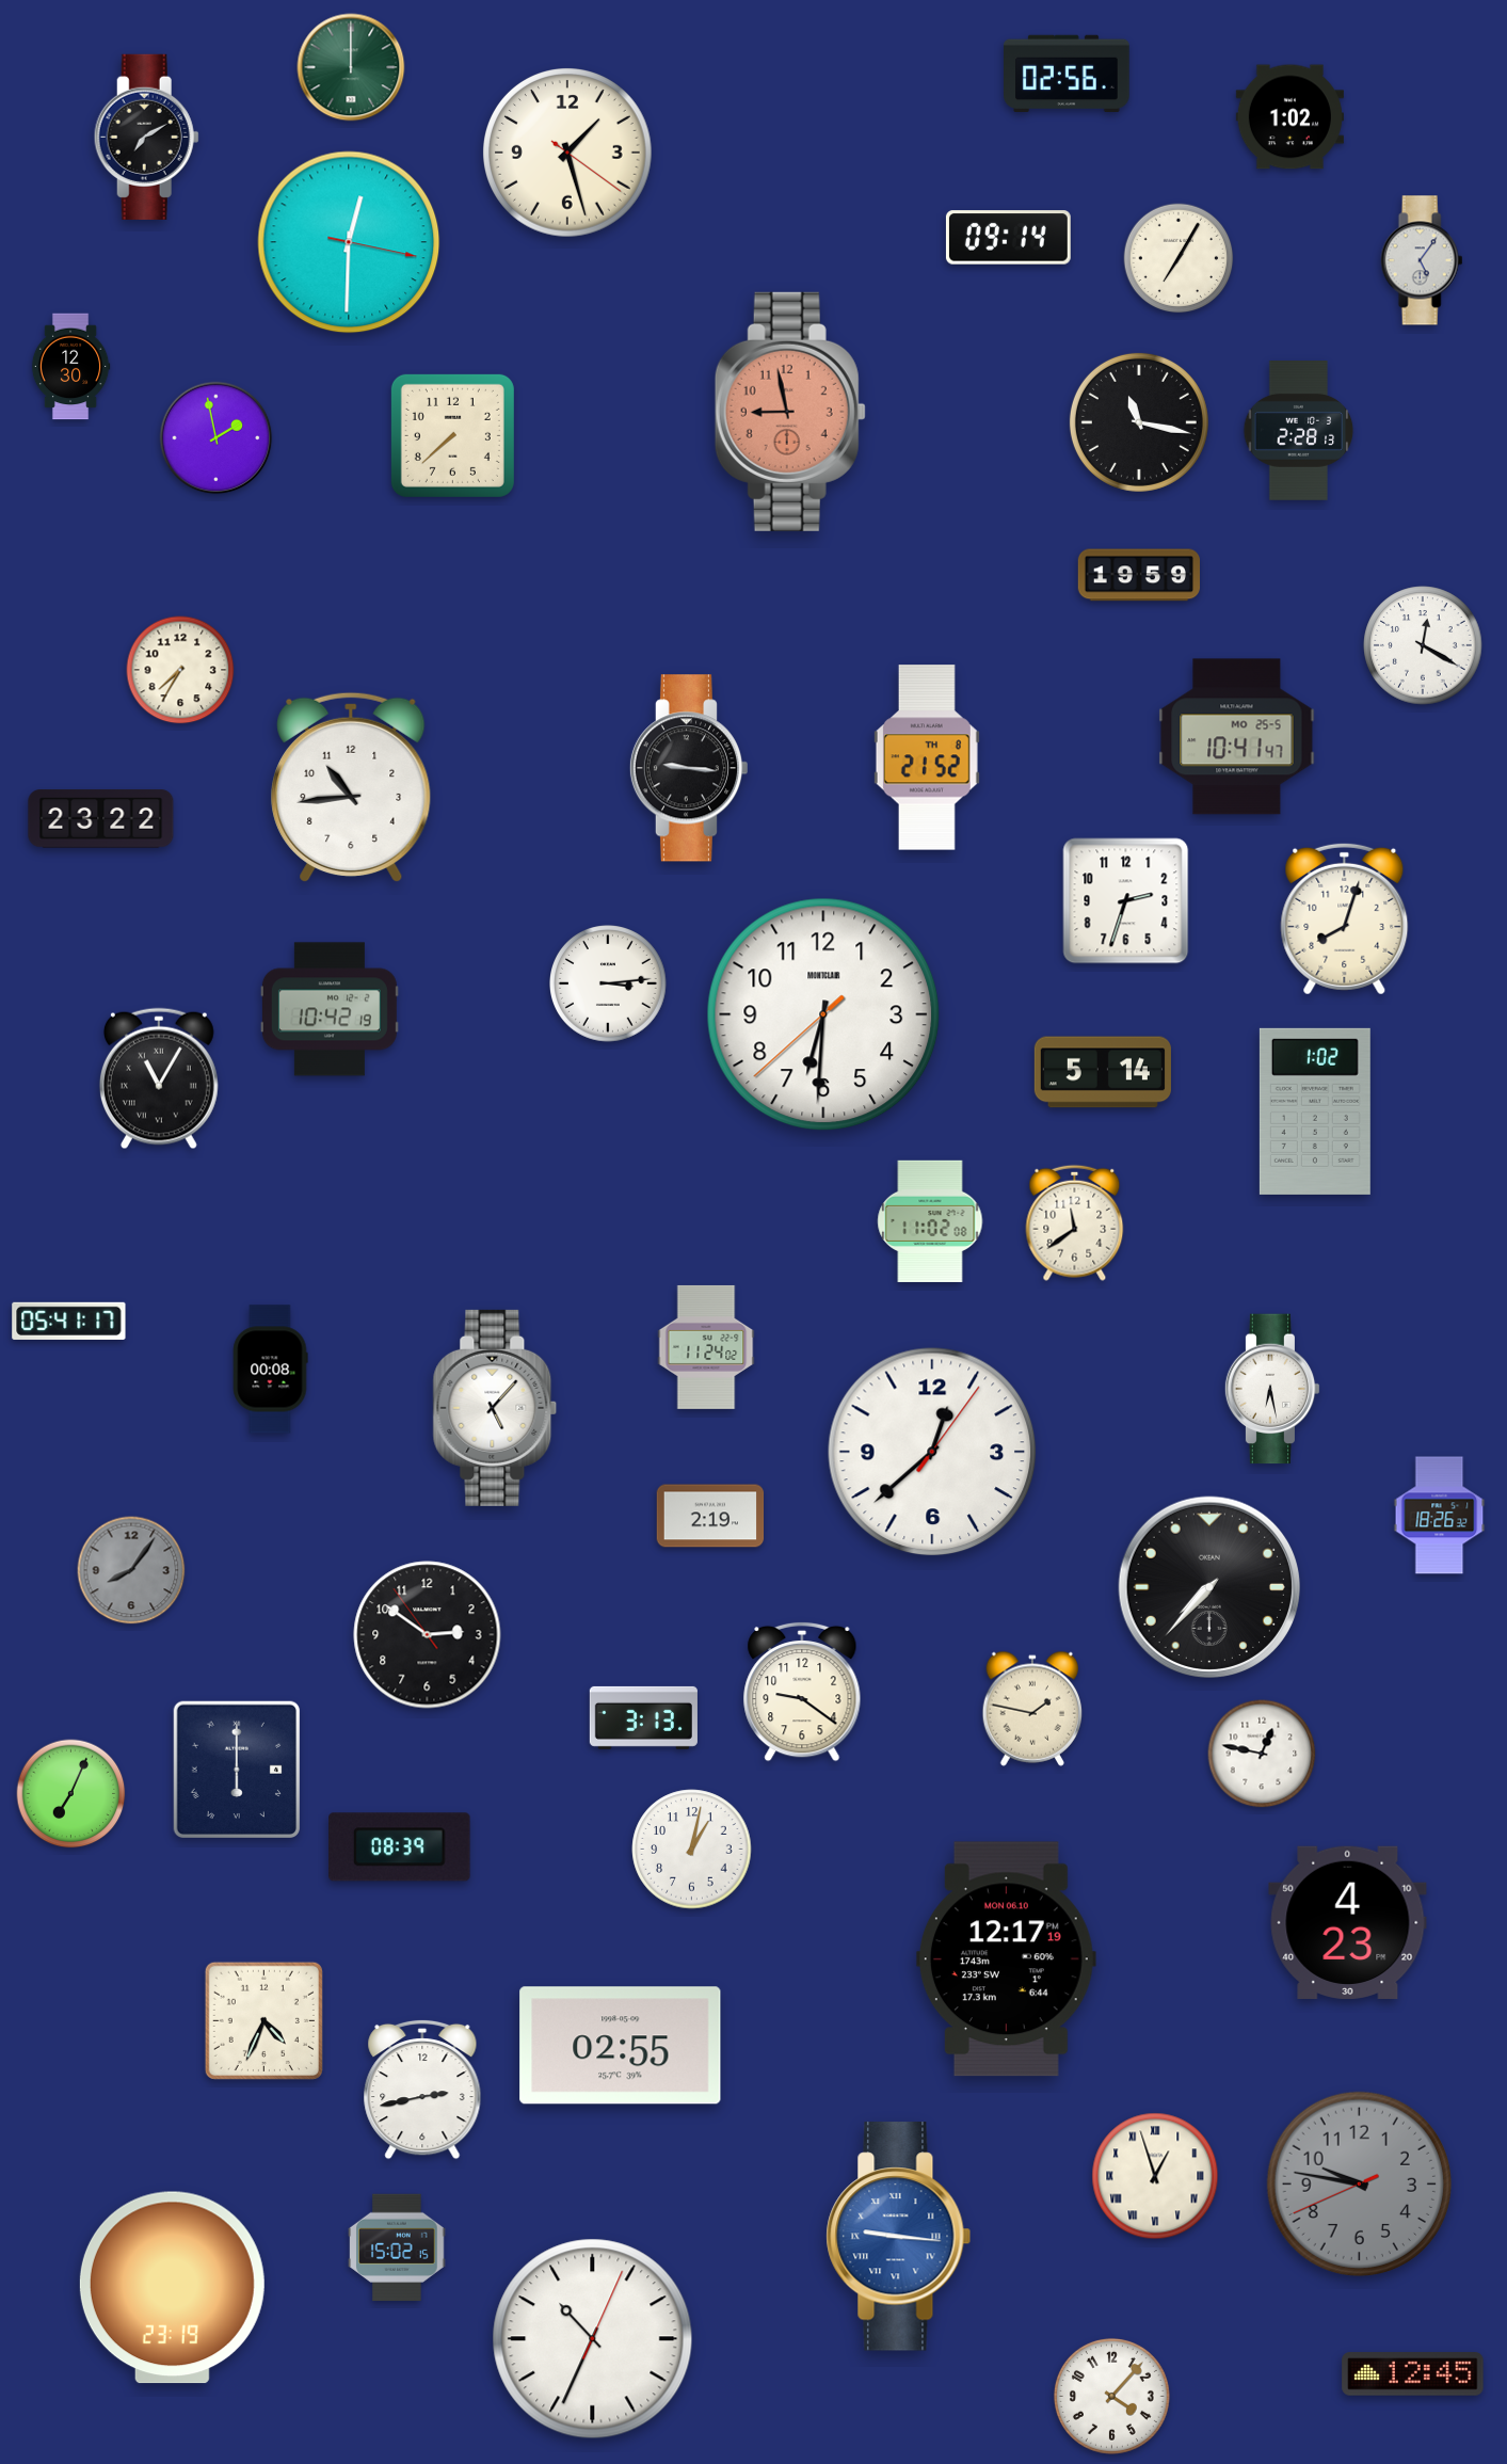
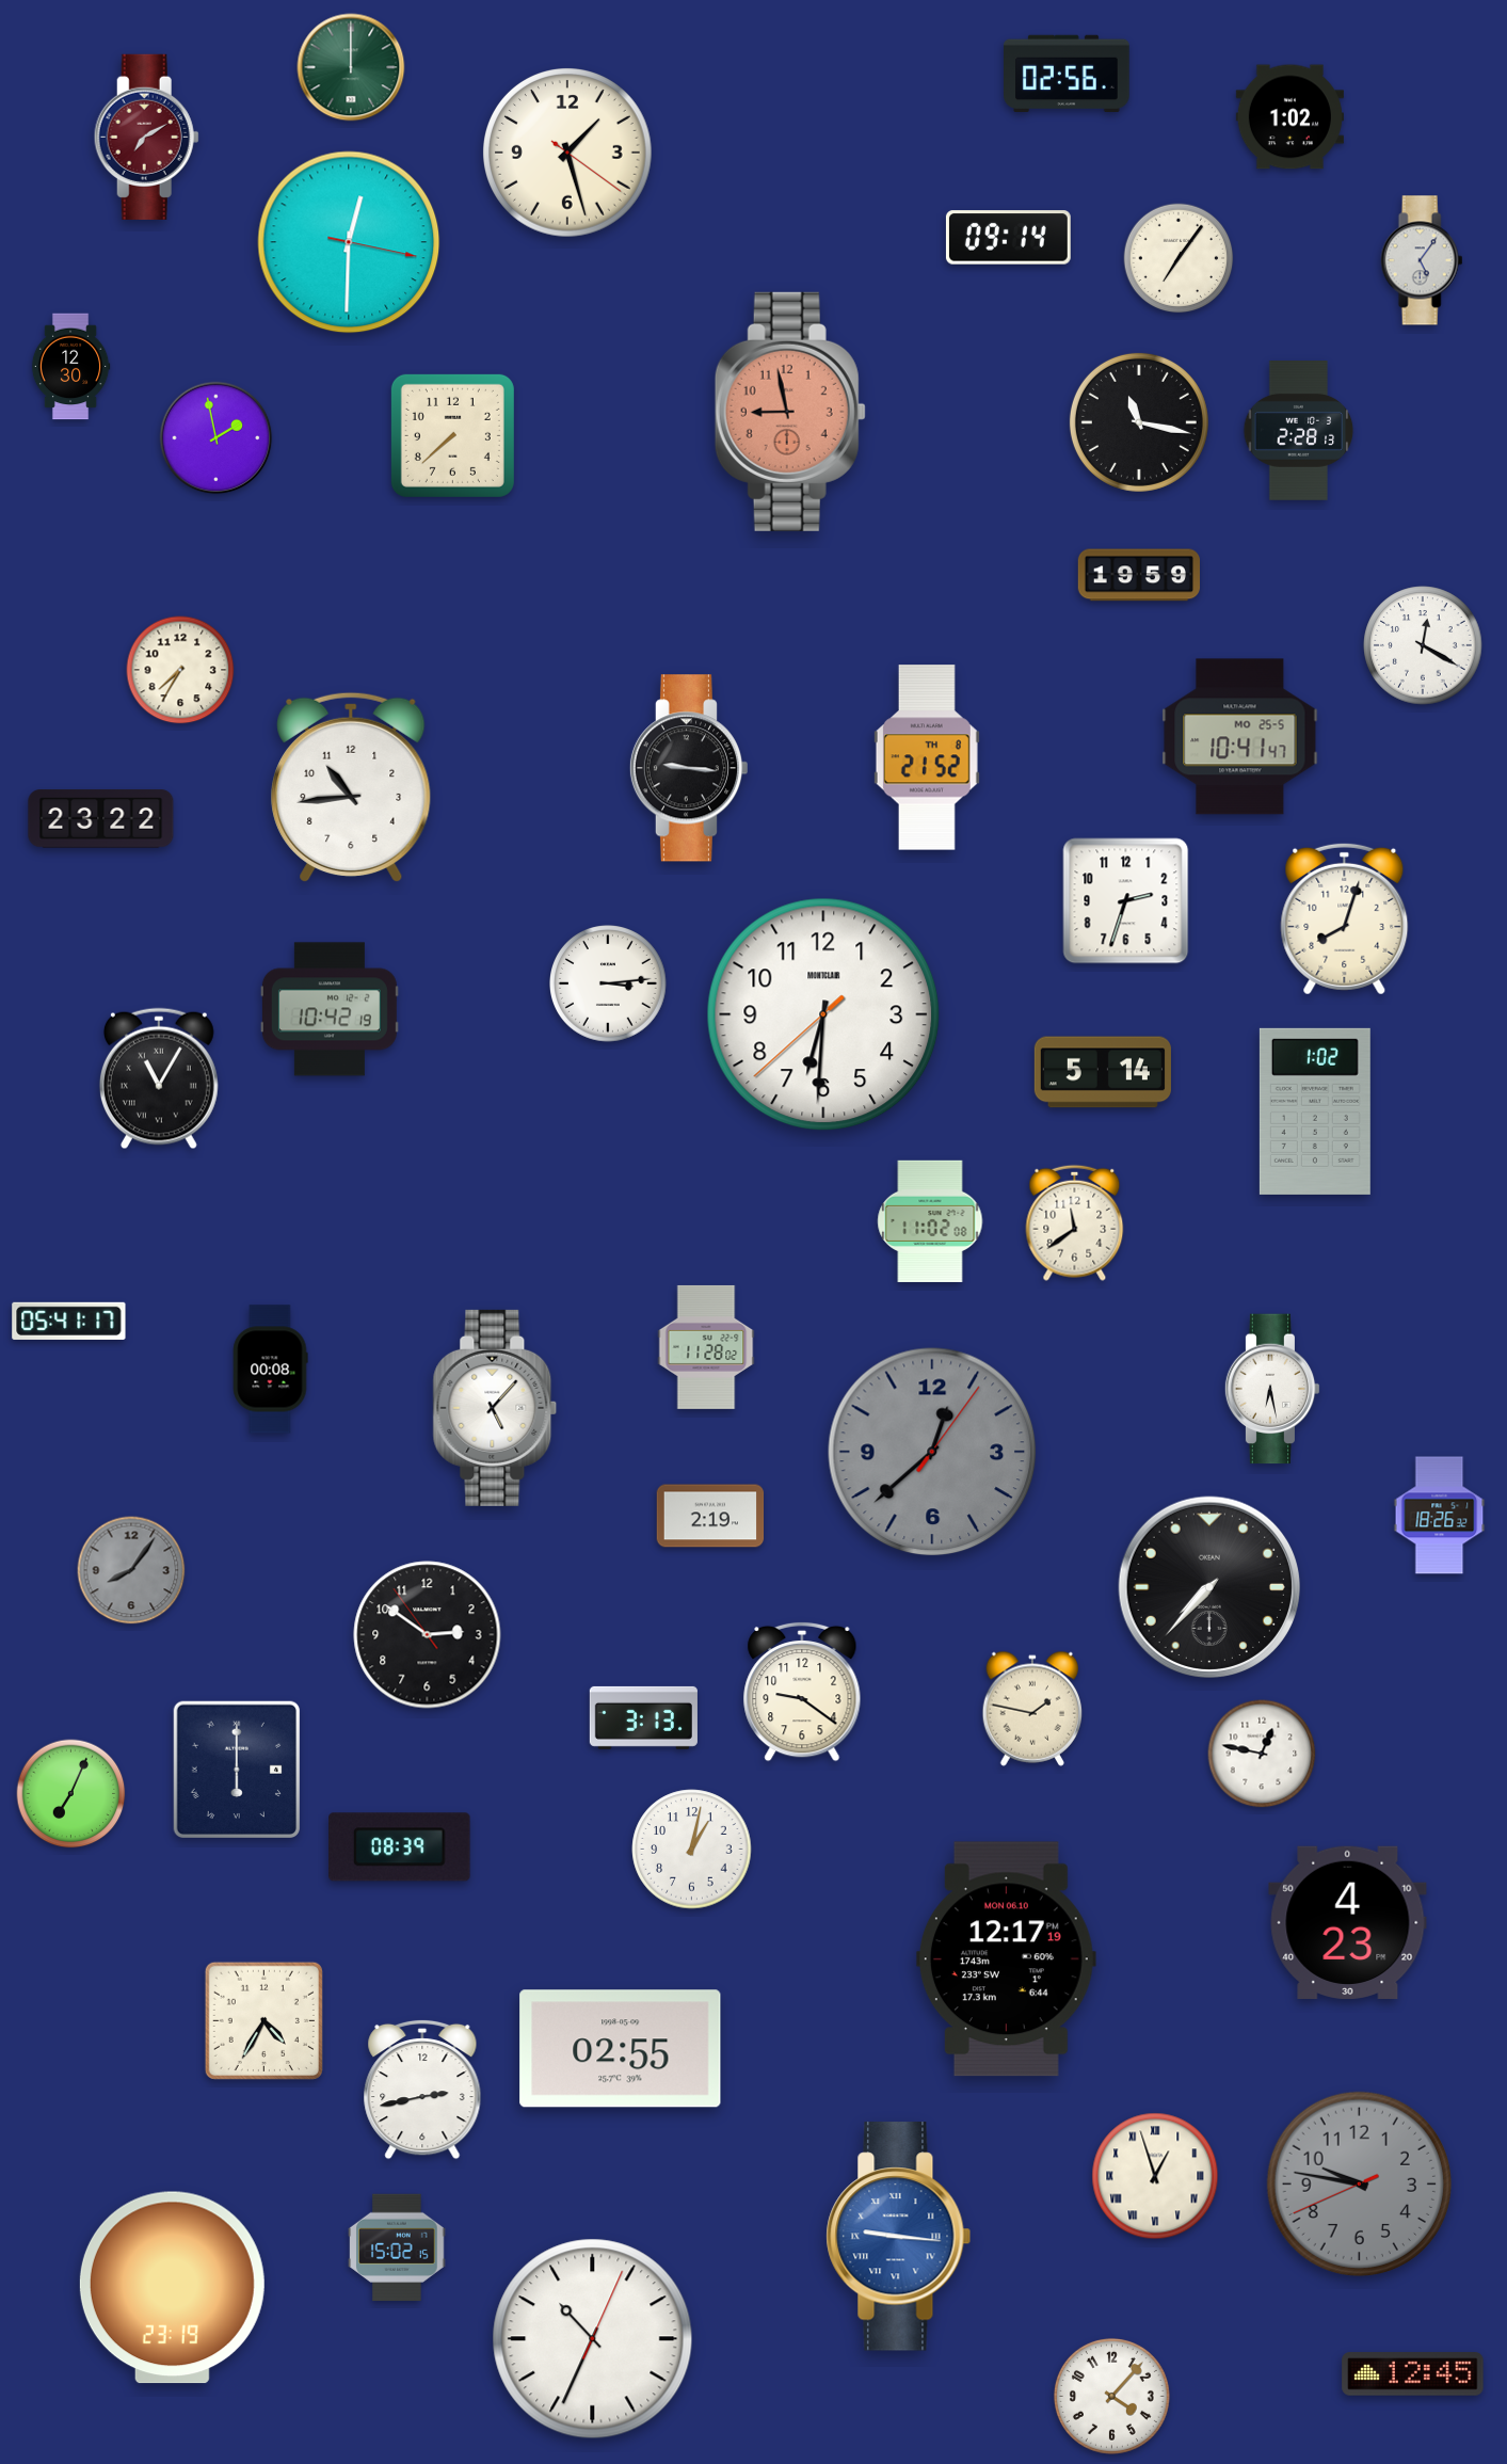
clock at (146, 137) dial: black -> burgundy
clock at (1179, 258): 7:05 -> 7:06
clock at (1237, 737) position: (1237, 737) -> (1240, 737)
clock at (706, 1347): 11:24 -> 11:28
clock at (932, 1452) dial: white -> grey
clock at (263, 2020): 4:34 -> 4:35
clock at (621, 2046) position: (621, 2046) -> (621, 2049)
